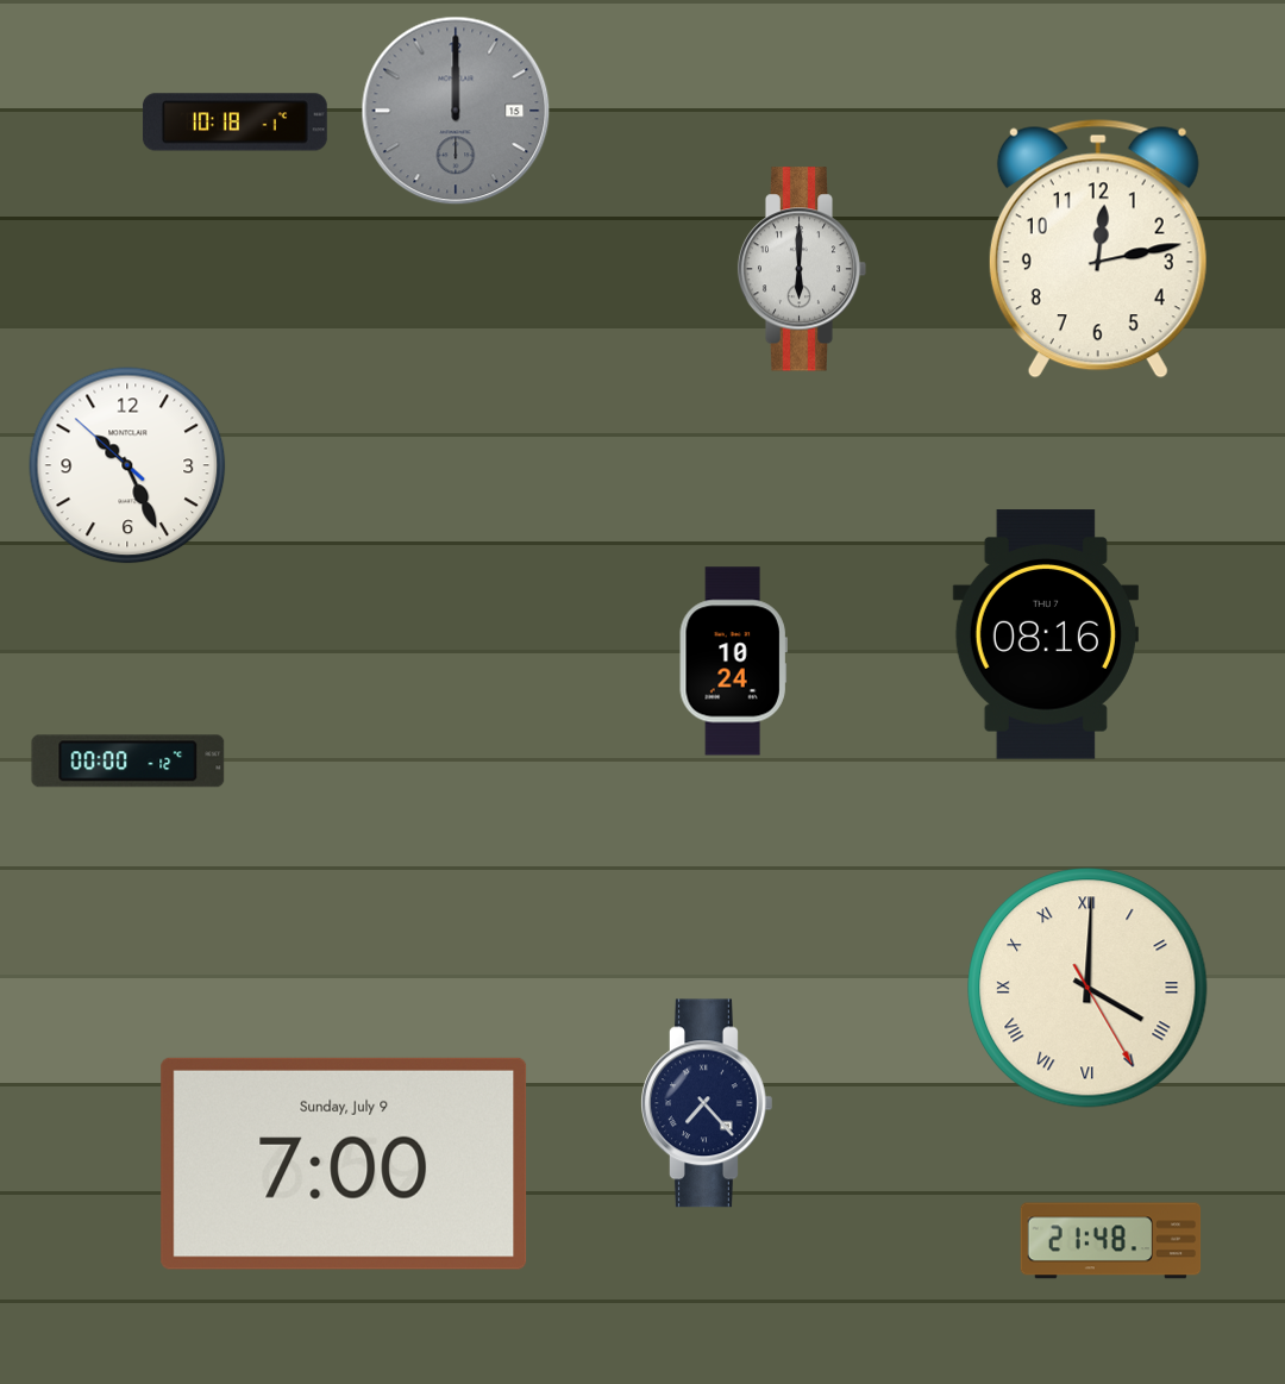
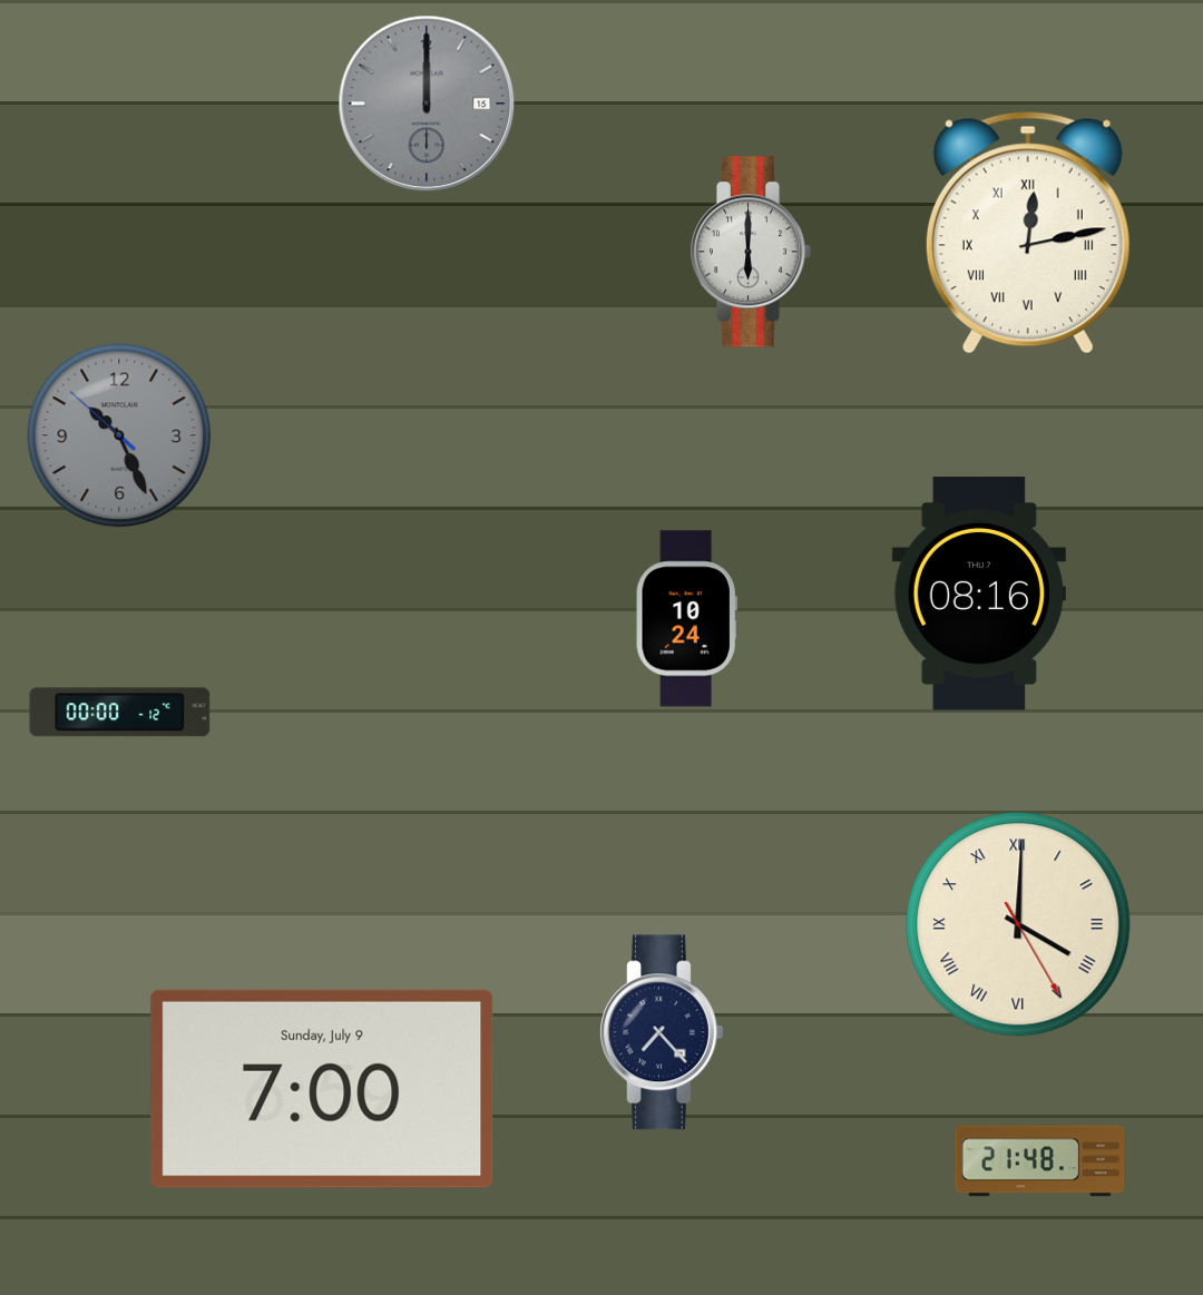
clock at (234, 123): 10:18 -> none
clock at (1098, 249) numerals: Arabic -> Roman
clock at (127, 465) dial: white -> grey
